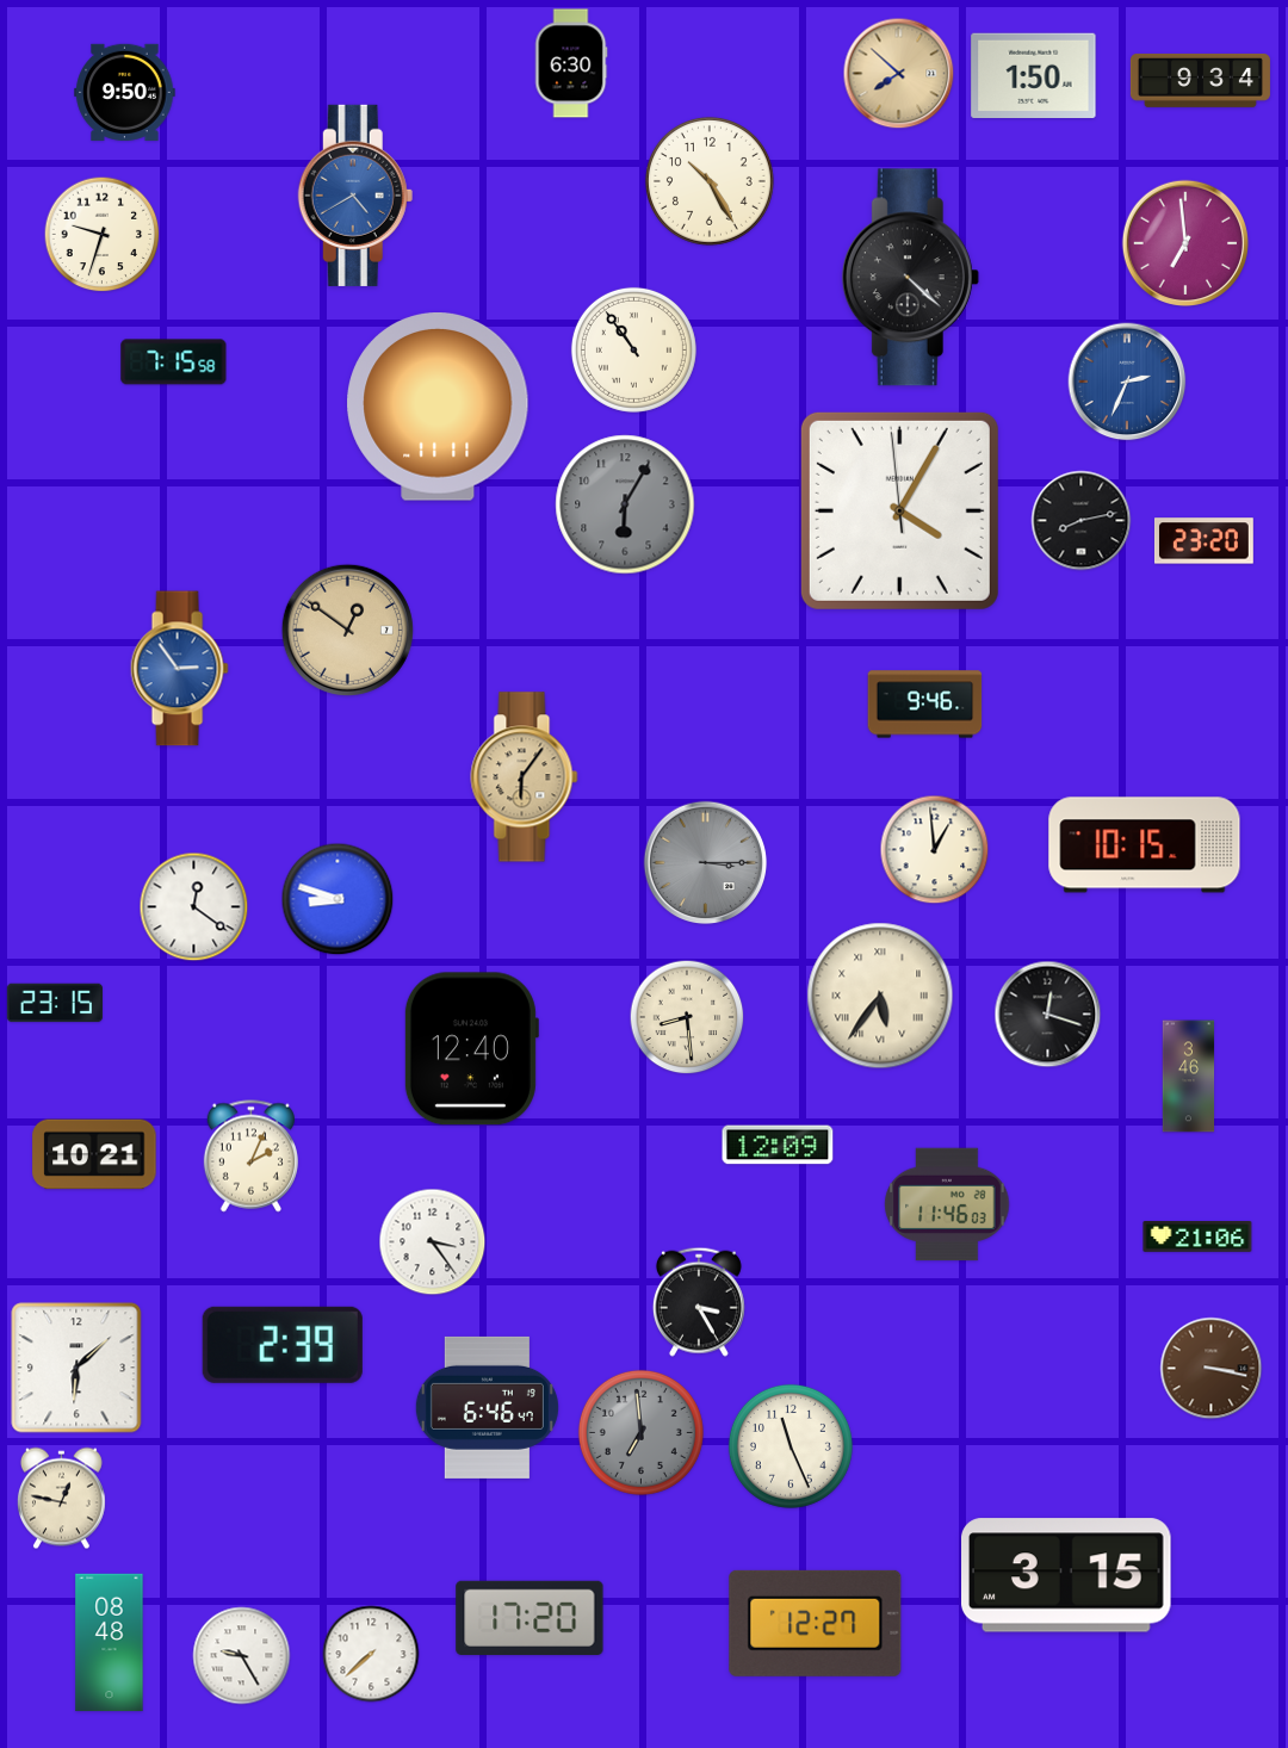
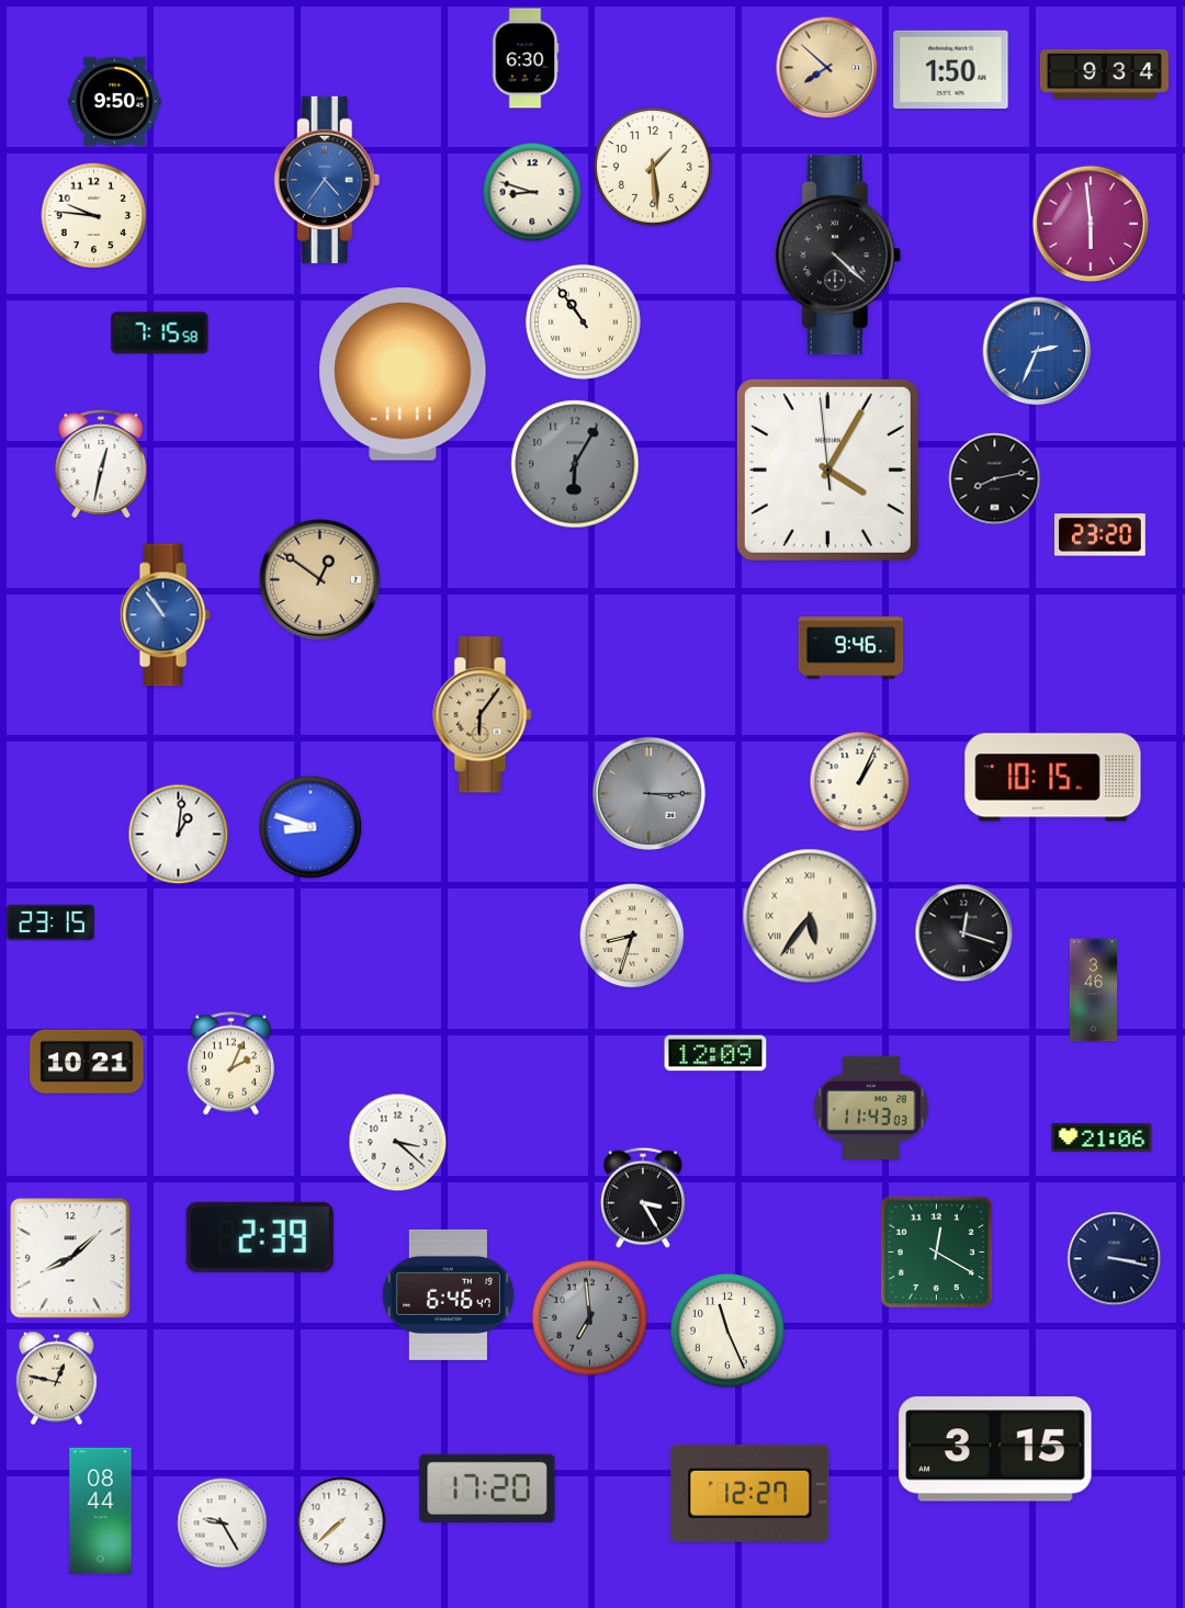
clock at (125, 92) position: (125, 92) -> (115, 101)
clock at (710, 181): 10:25 -> 1:29
clock at (355, 196): 4:40 -> 4:36
clock at (532, 192): none -> 8:48
clock at (103, 235): 9:33 -> 9:46
clock at (1184, 242): 6:59 -> 5:59
clock at (101, 464): none -> 12:32
clock at (1203, 541) position: (1203, 541) -> (1099, 535)
clock at (179, 669): 2:54 -> 10:54
clock at (935, 850): 12:59 -> 1:04
clock at (194, 907): 12:21 -> 1:01
clock at (687, 1017): 8:29 -> 8:33
clock at (471, 1049): 12:40 -> none
clock at (947, 1204): 11:46 -> 11:43
clock at (433, 1242): 3:24 -> 3:22
clock at (936, 1252): none -> 12:20
clock at (76, 1368): 6:08 -> 8:08
clock at (1212, 1369) dial: brown -> navy
clock at (1067, 1575) position: (1067, 1575) -> (996, 1449)
clock at (110, 1643): 08:48 -> 08:44
